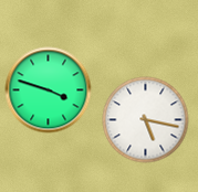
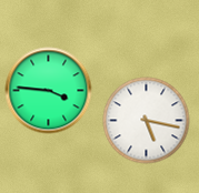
clock at (48, 89): 3:48 -> 3:46
